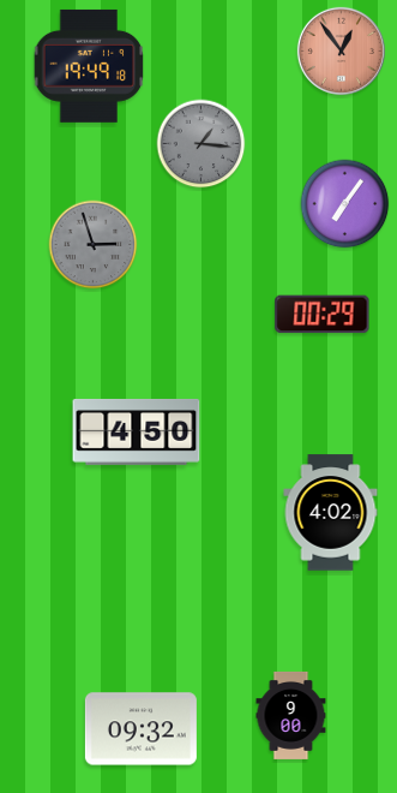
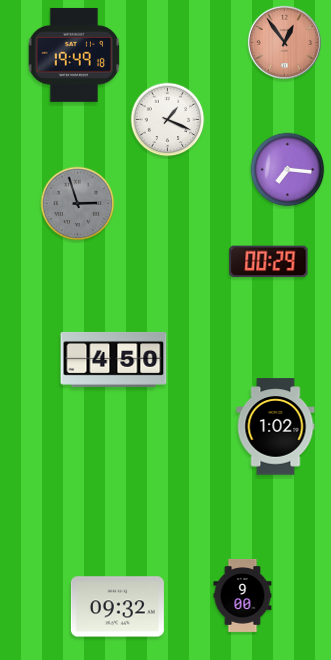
clock at (201, 144): 1:16 -> 1:19
clock at (201, 144) dial: grey -> white
clock at (345, 204): 7:06 -> 7:16
clock at (331, 513): 4:02 -> 1:02
